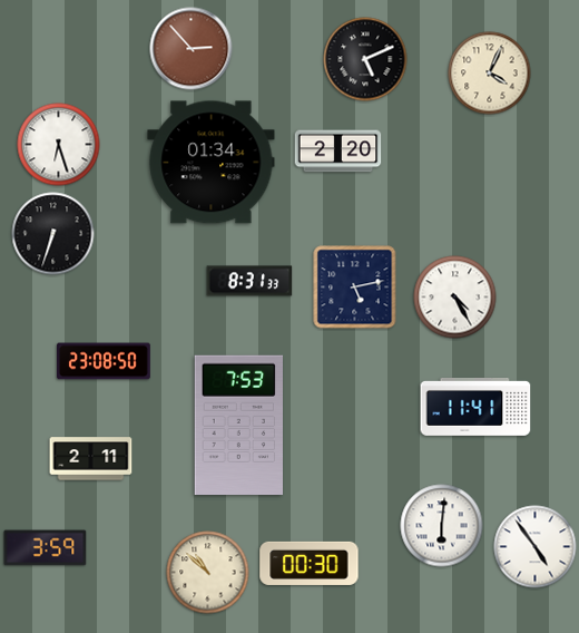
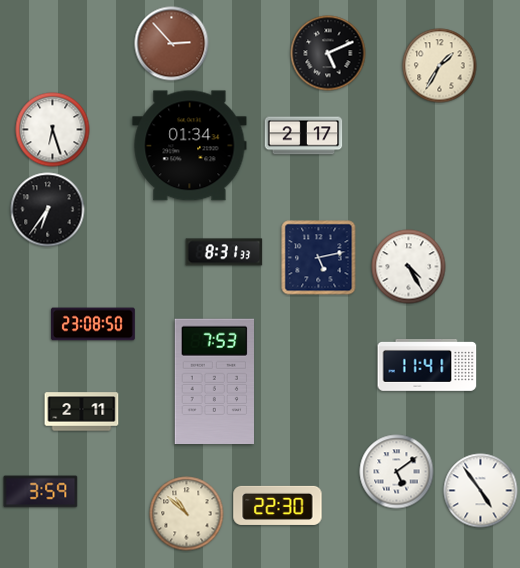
clock at (490, 74): 4:04 -> 1:35
clock at (338, 152): 2:20 -> 2:17
clock at (53, 234): 6:33 -> 6:36
clock at (442, 526): 6:01 -> 5:09
clock at (310, 563): 00:30 -> 22:30
